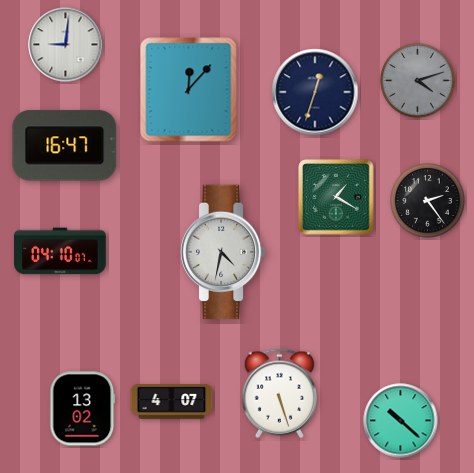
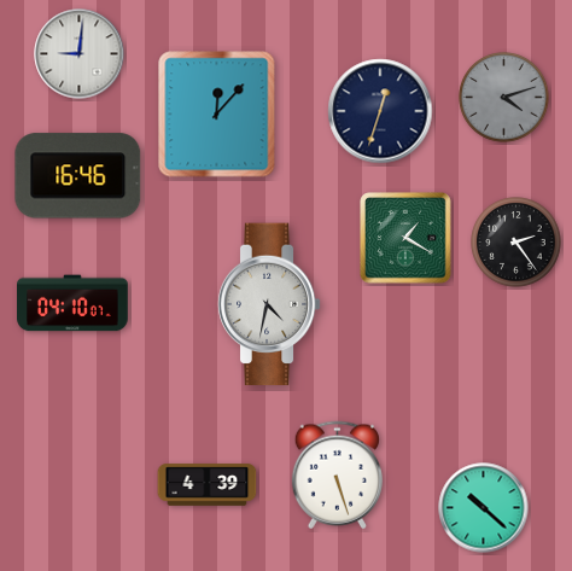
clock at (189, 90) position: (189, 90) -> (217, 115)
clock at (65, 146): 16:47 -> 16:46
clock at (172, 402): 4:07 -> 4:39
clock at (83, 409): 13:02 -> none
